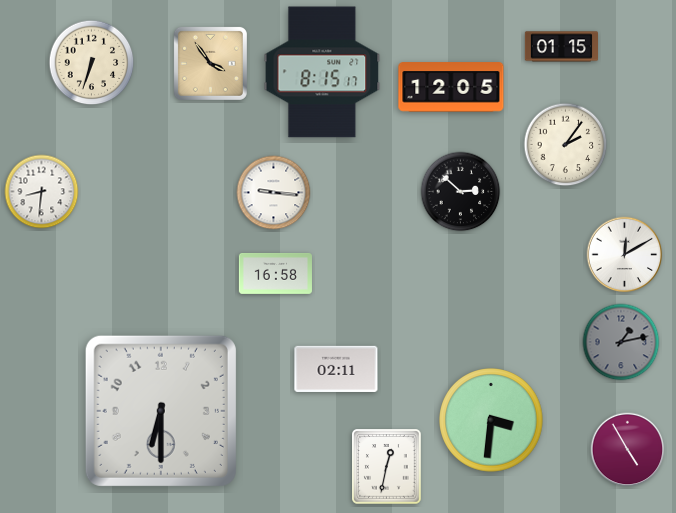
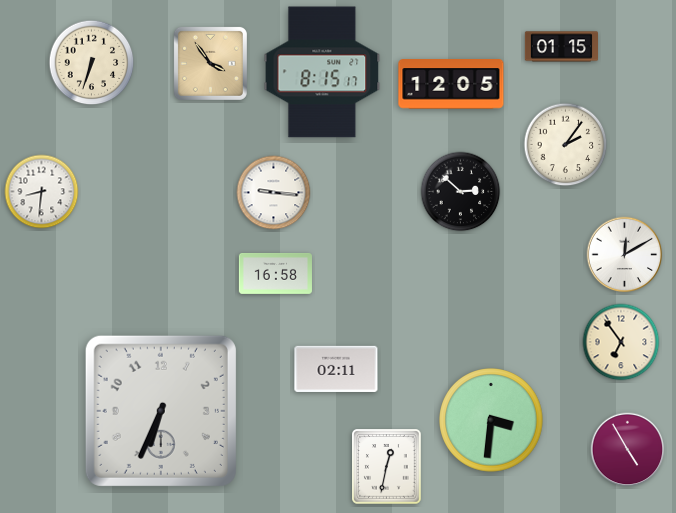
clock at (451, 87) position: (451, 87) -> (451, 84)
clock at (621, 342): 1:13 -> 6:54
clock at (621, 342) dial: grey -> cream
clock at (161, 411): 6:30 -> 6:34
